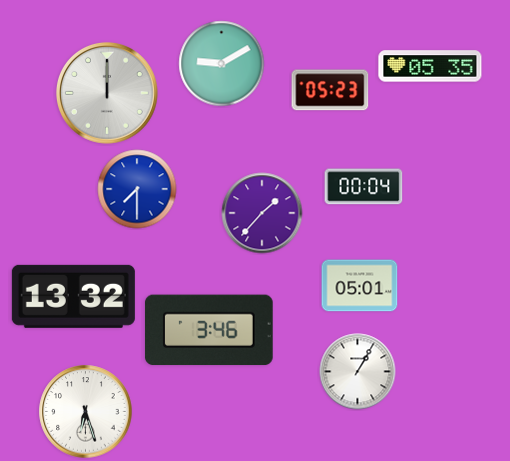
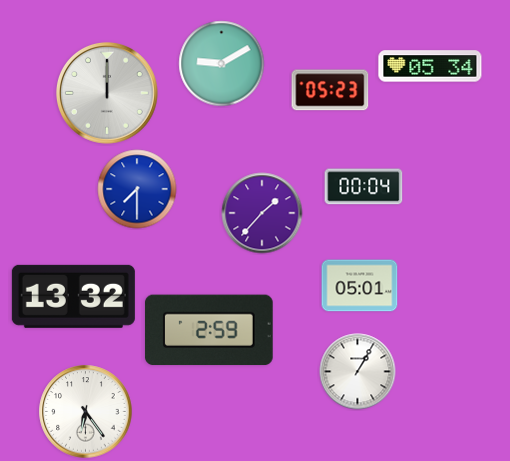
clock at (430, 66): 05:35 -> 05:34
clock at (209, 330): 3:46 -> 2:59
clock at (86, 412): 6:27 -> 6:24
